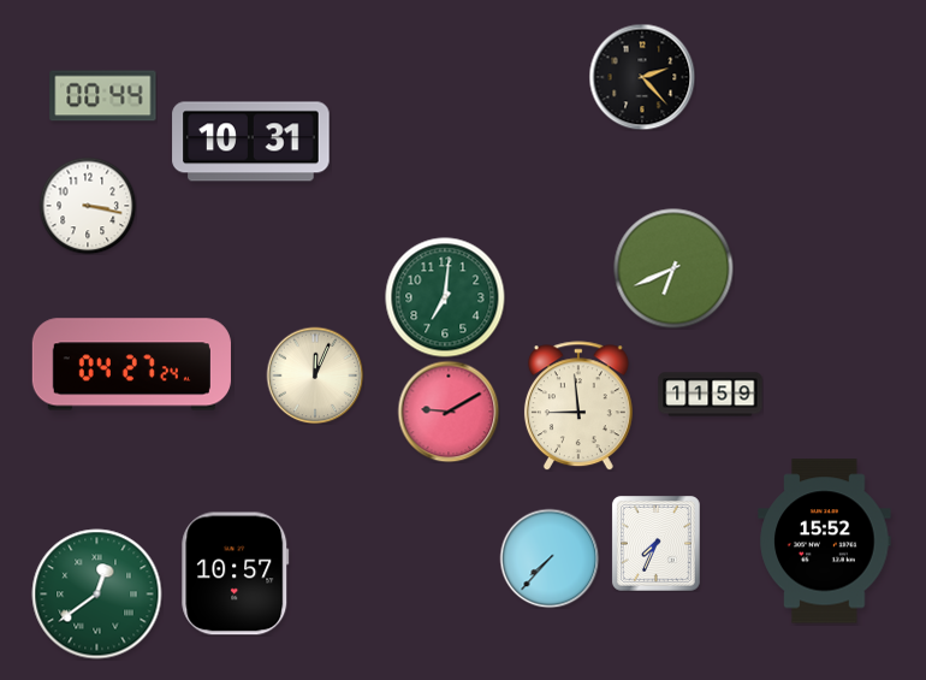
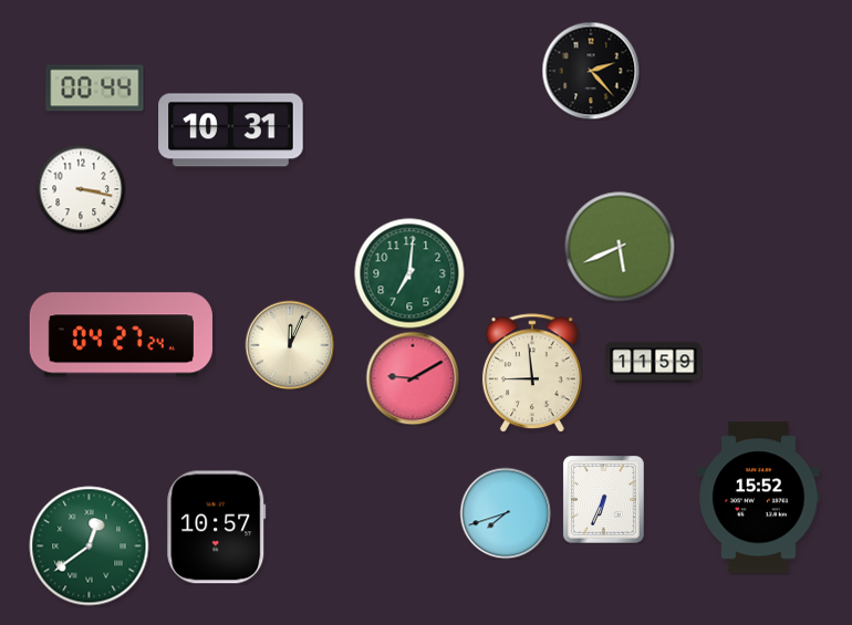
clock at (673, 268): 6:41 -> 5:41
clock at (655, 543): 7:34 -> 6:34
clock at (550, 558): 7:37 -> 7:42
